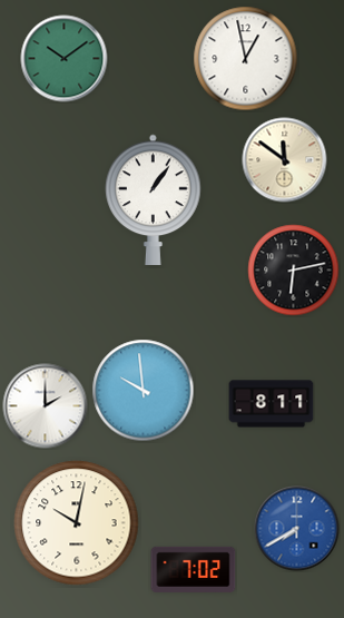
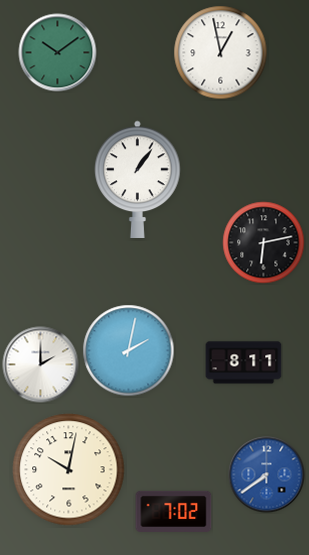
clock at (285, 160): 11:51 -> none
clock at (144, 391): 9:59 -> 2:02
clock at (297, 529): 7:40 -> 7:39
